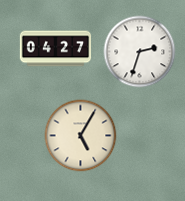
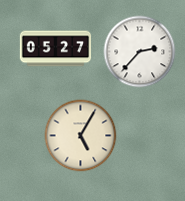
clock at (56, 49): 04:27 -> 05:27
clock at (140, 52): 2:33 -> 2:37
